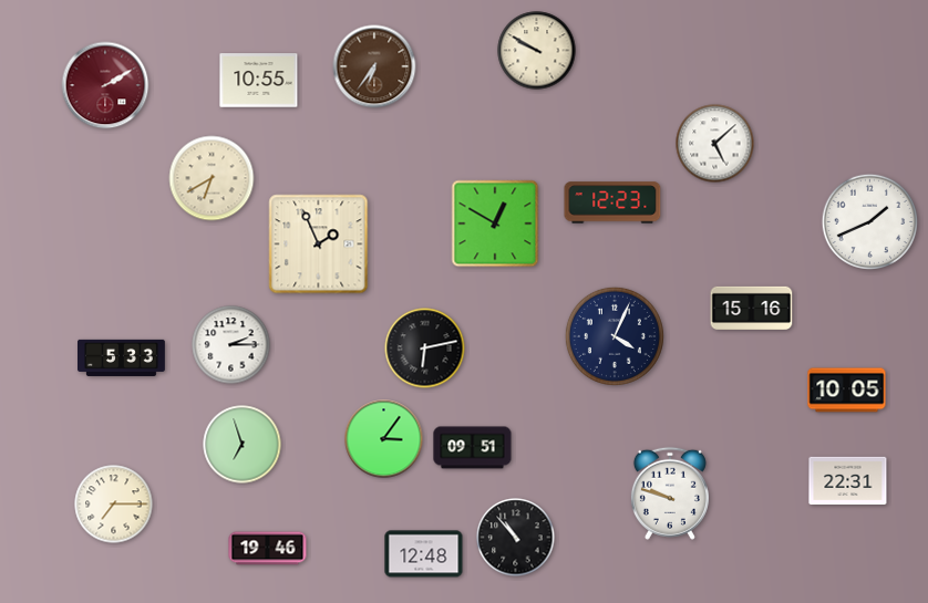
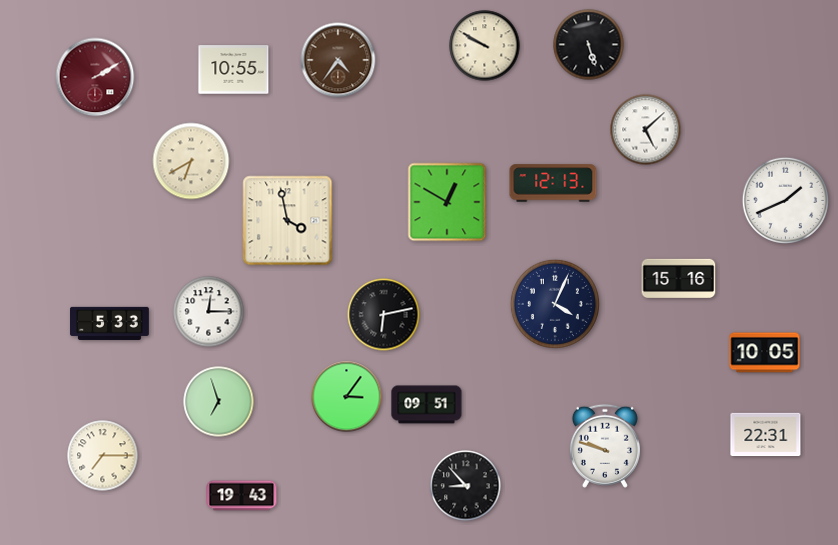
clock at (589, 45): none -> 5:27
clock at (374, 66): 6:36 -> 4:36
clock at (259, 81) position: (259, 81) -> (234, 70)
clock at (612, 202): 12:23 -> 12:13
clock at (319, 245): 1:56 -> 3:58
clock at (231, 345): 2:15 -> 12:15
clock at (516, 538): 10:53 -> 8:53
clock at (268, 549): 19:46 -> 19:43
clock at (424, 554): 12:48 -> none
